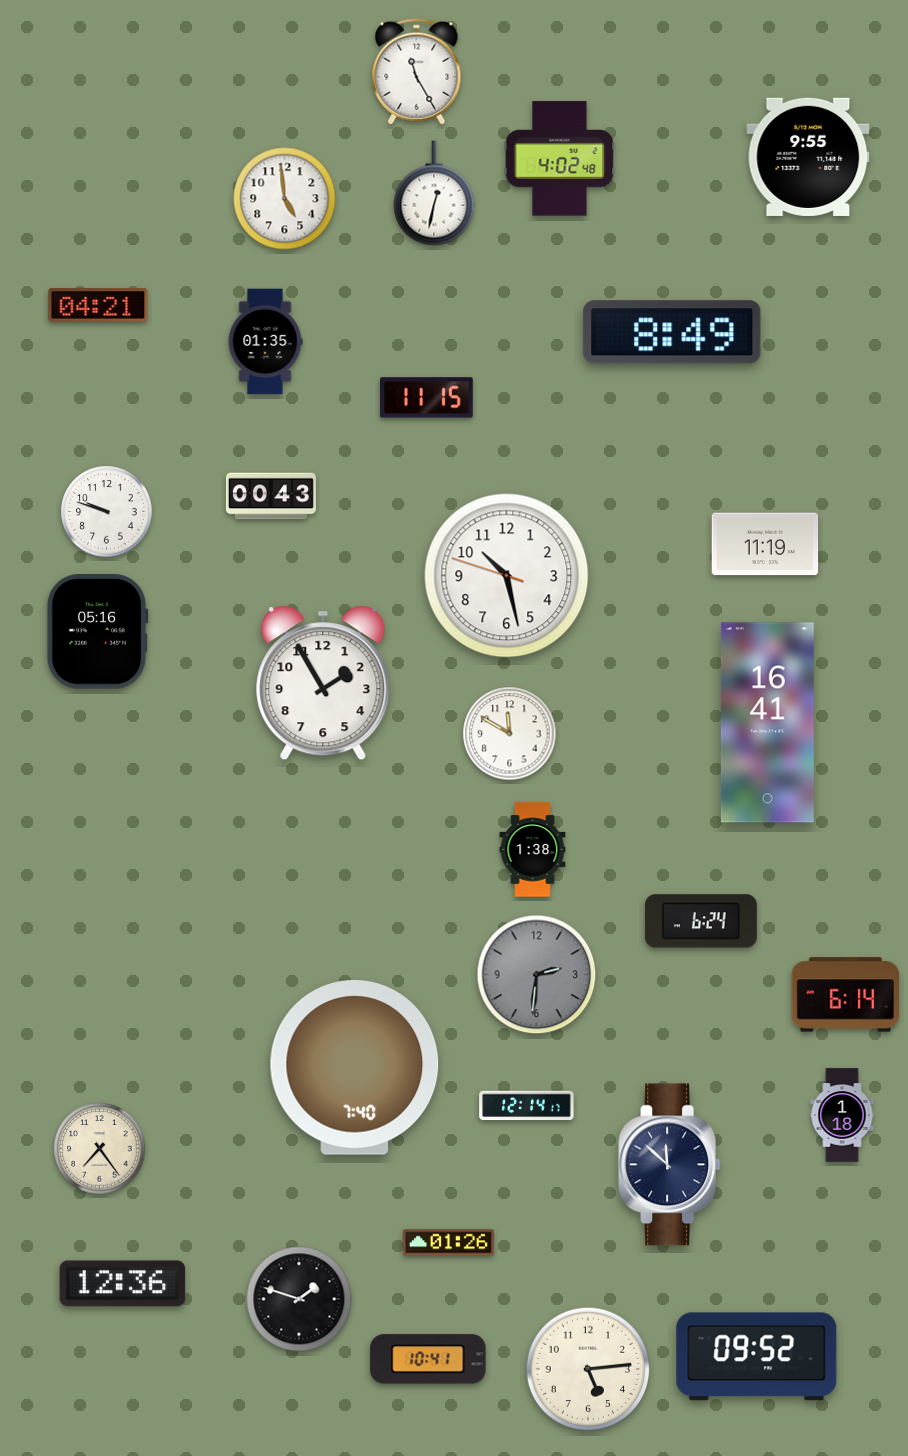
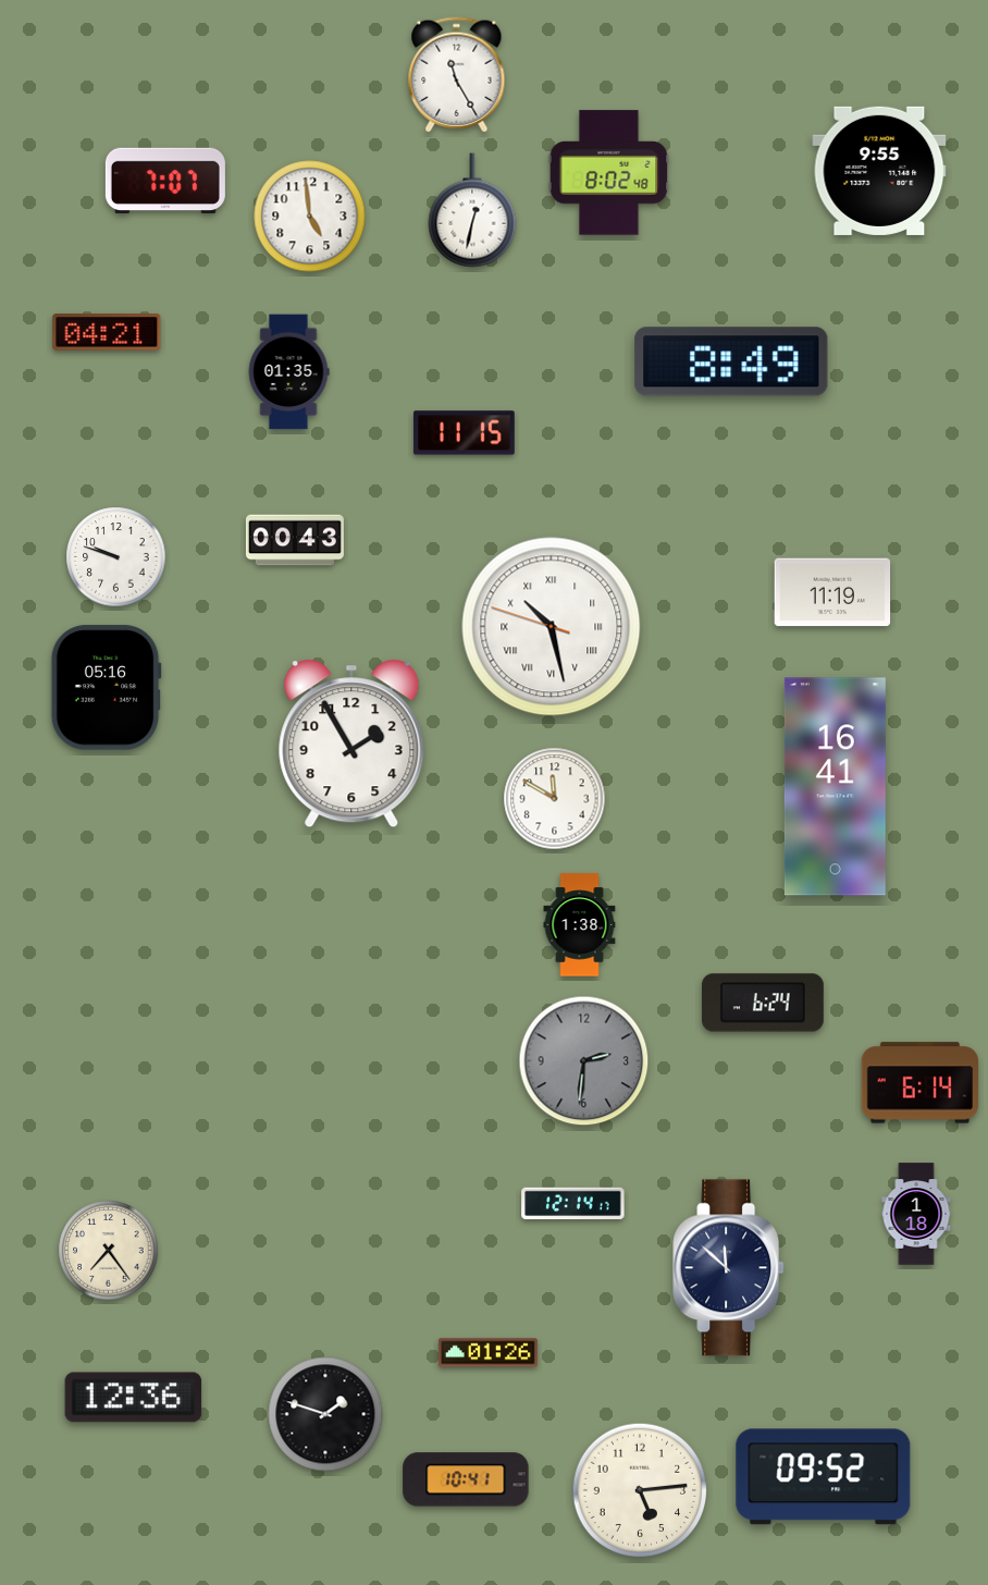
clock at (417, 72) position: (417, 72) -> (457, 75)
clock at (560, 159): 4:02 -> 8:02
clock at (165, 180): none -> 7:07
clock at (507, 576) numerals: Arabic -> Roman
clock at (355, 1068): 7:40 -> none
